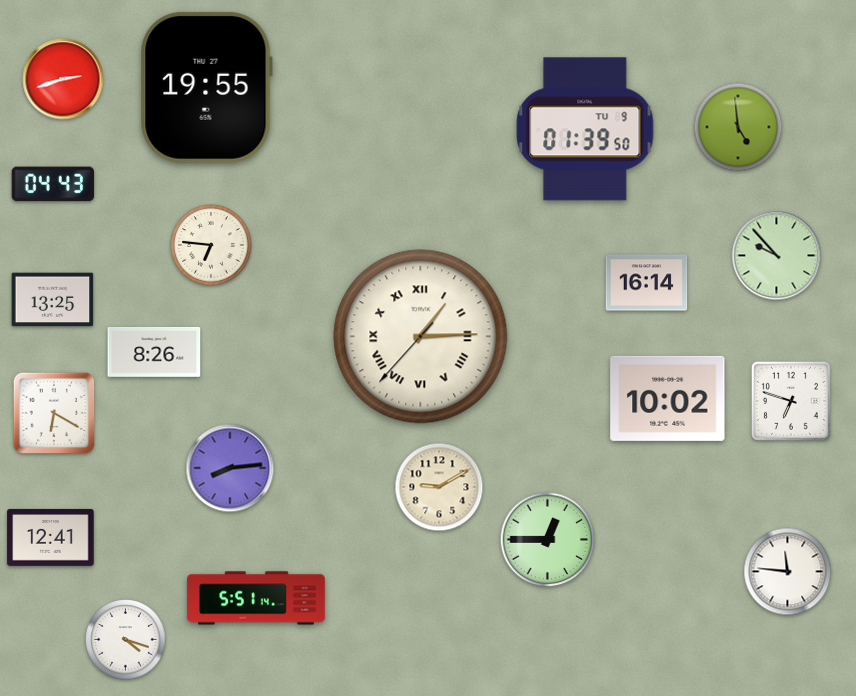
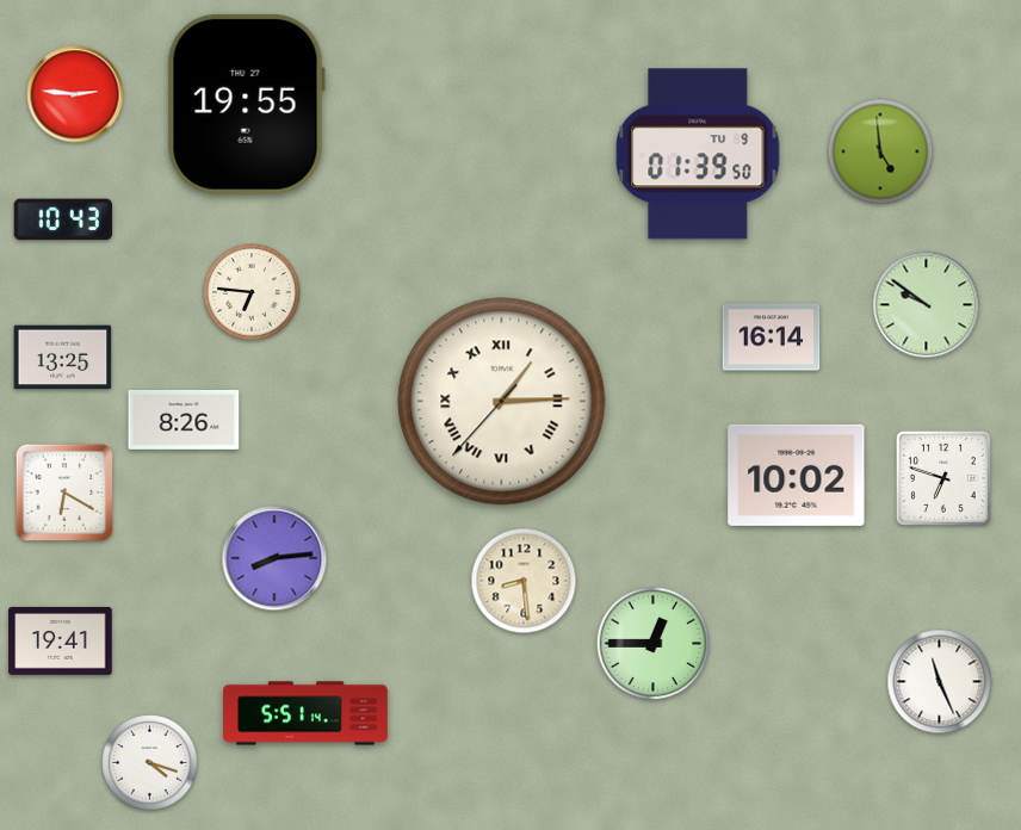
clock at (63, 79): 2:42 -> 2:46
clock at (53, 184): 04:43 -> 10:43
clock at (777, 256): 9:53 -> 9:51
clock at (439, 487): 9:10 -> 8:29
clock at (51, 537): 12:41 -> 19:41
clock at (788, 572): 11:46 -> 11:26
